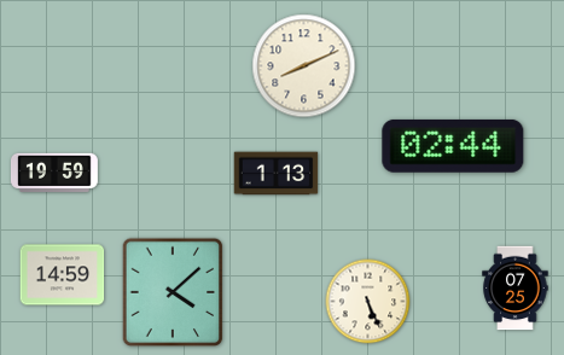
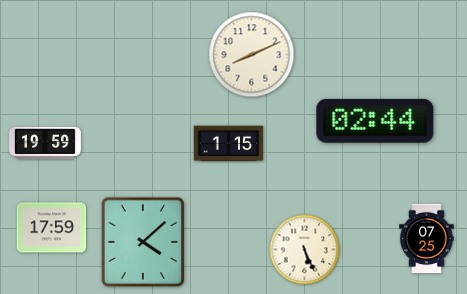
clock at (277, 174): 1:13 -> 1:15
clock at (63, 275): 14:59 -> 17:59
